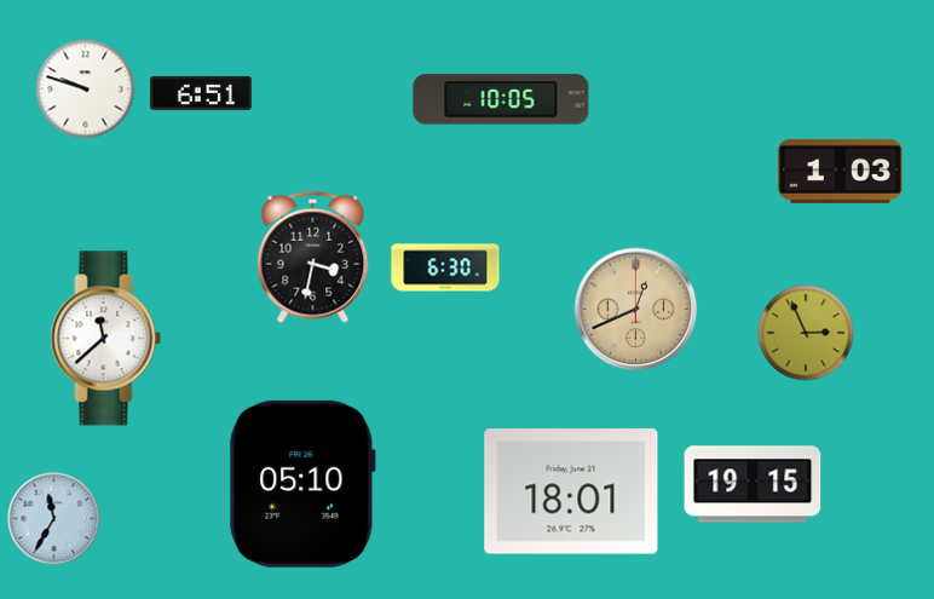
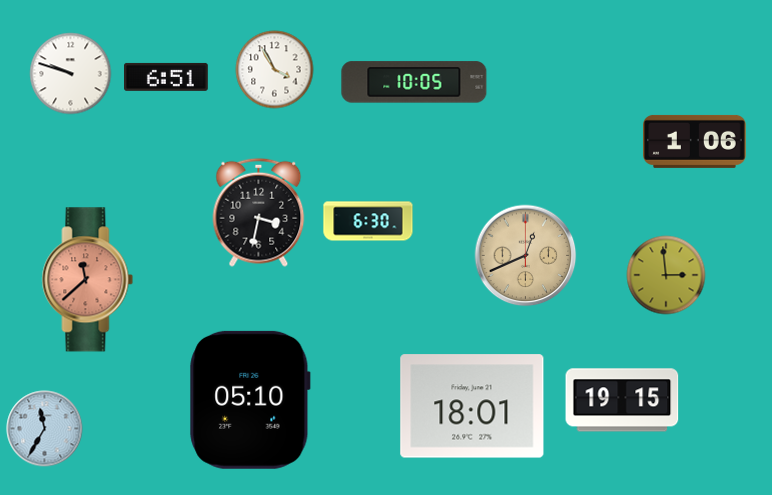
clock at (275, 70): none -> 3:55
clock at (841, 171): 1:03 -> 1:06
clock at (806, 333): 2:56 -> 2:59
clock at (106, 339) dial: white -> salmon
